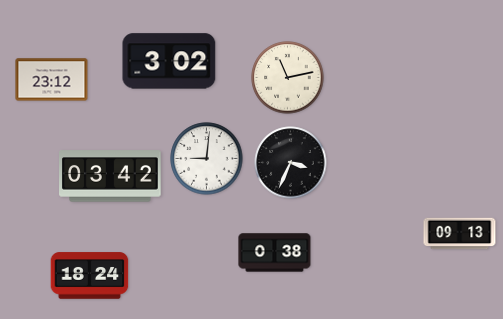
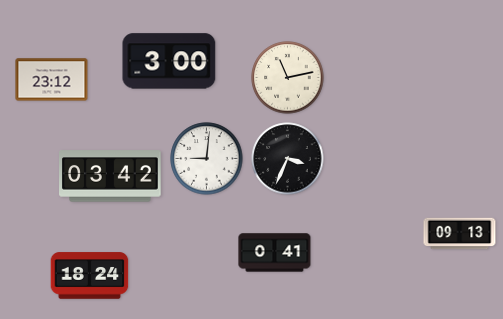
clock at (169, 61): 3:02 -> 3:00
clock at (291, 163) position: (291, 163) -> (288, 159)
clock at (275, 253): 0:38 -> 0:41
